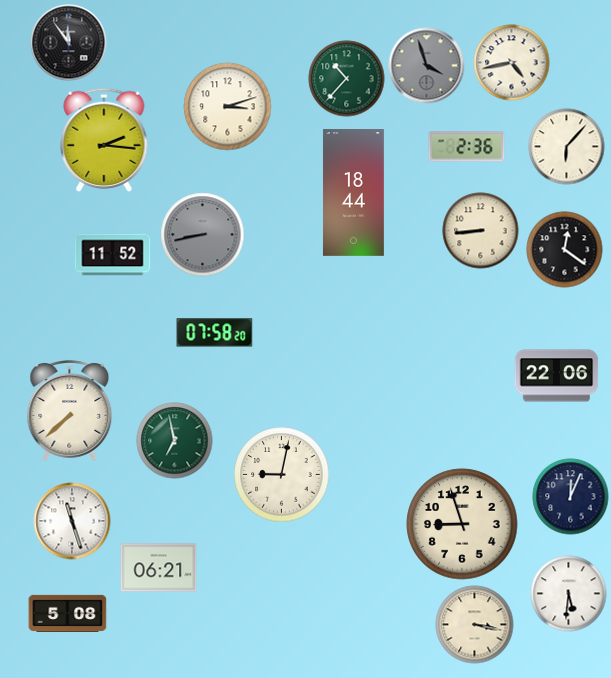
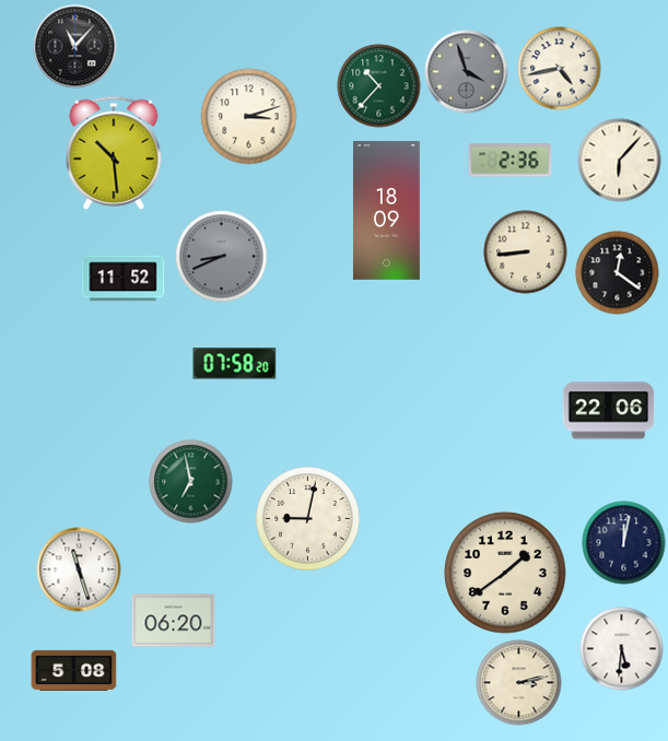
clock at (69, 43): 11:54 -> 11:07
clock at (104, 140): 2:16 -> 10:29
clock at (353, 193): 18:44 -> 18:09
clock at (203, 235): 8:43 -> 8:41
clock at (70, 410): 7:38 -> none
clock at (571, 497): 12:04 -> 12:02
clock at (462, 524): 8:57 -> 1:39
clock at (159, 568): 06:21 -> 06:20
clock at (475, 625): 3:17 -> 3:13
